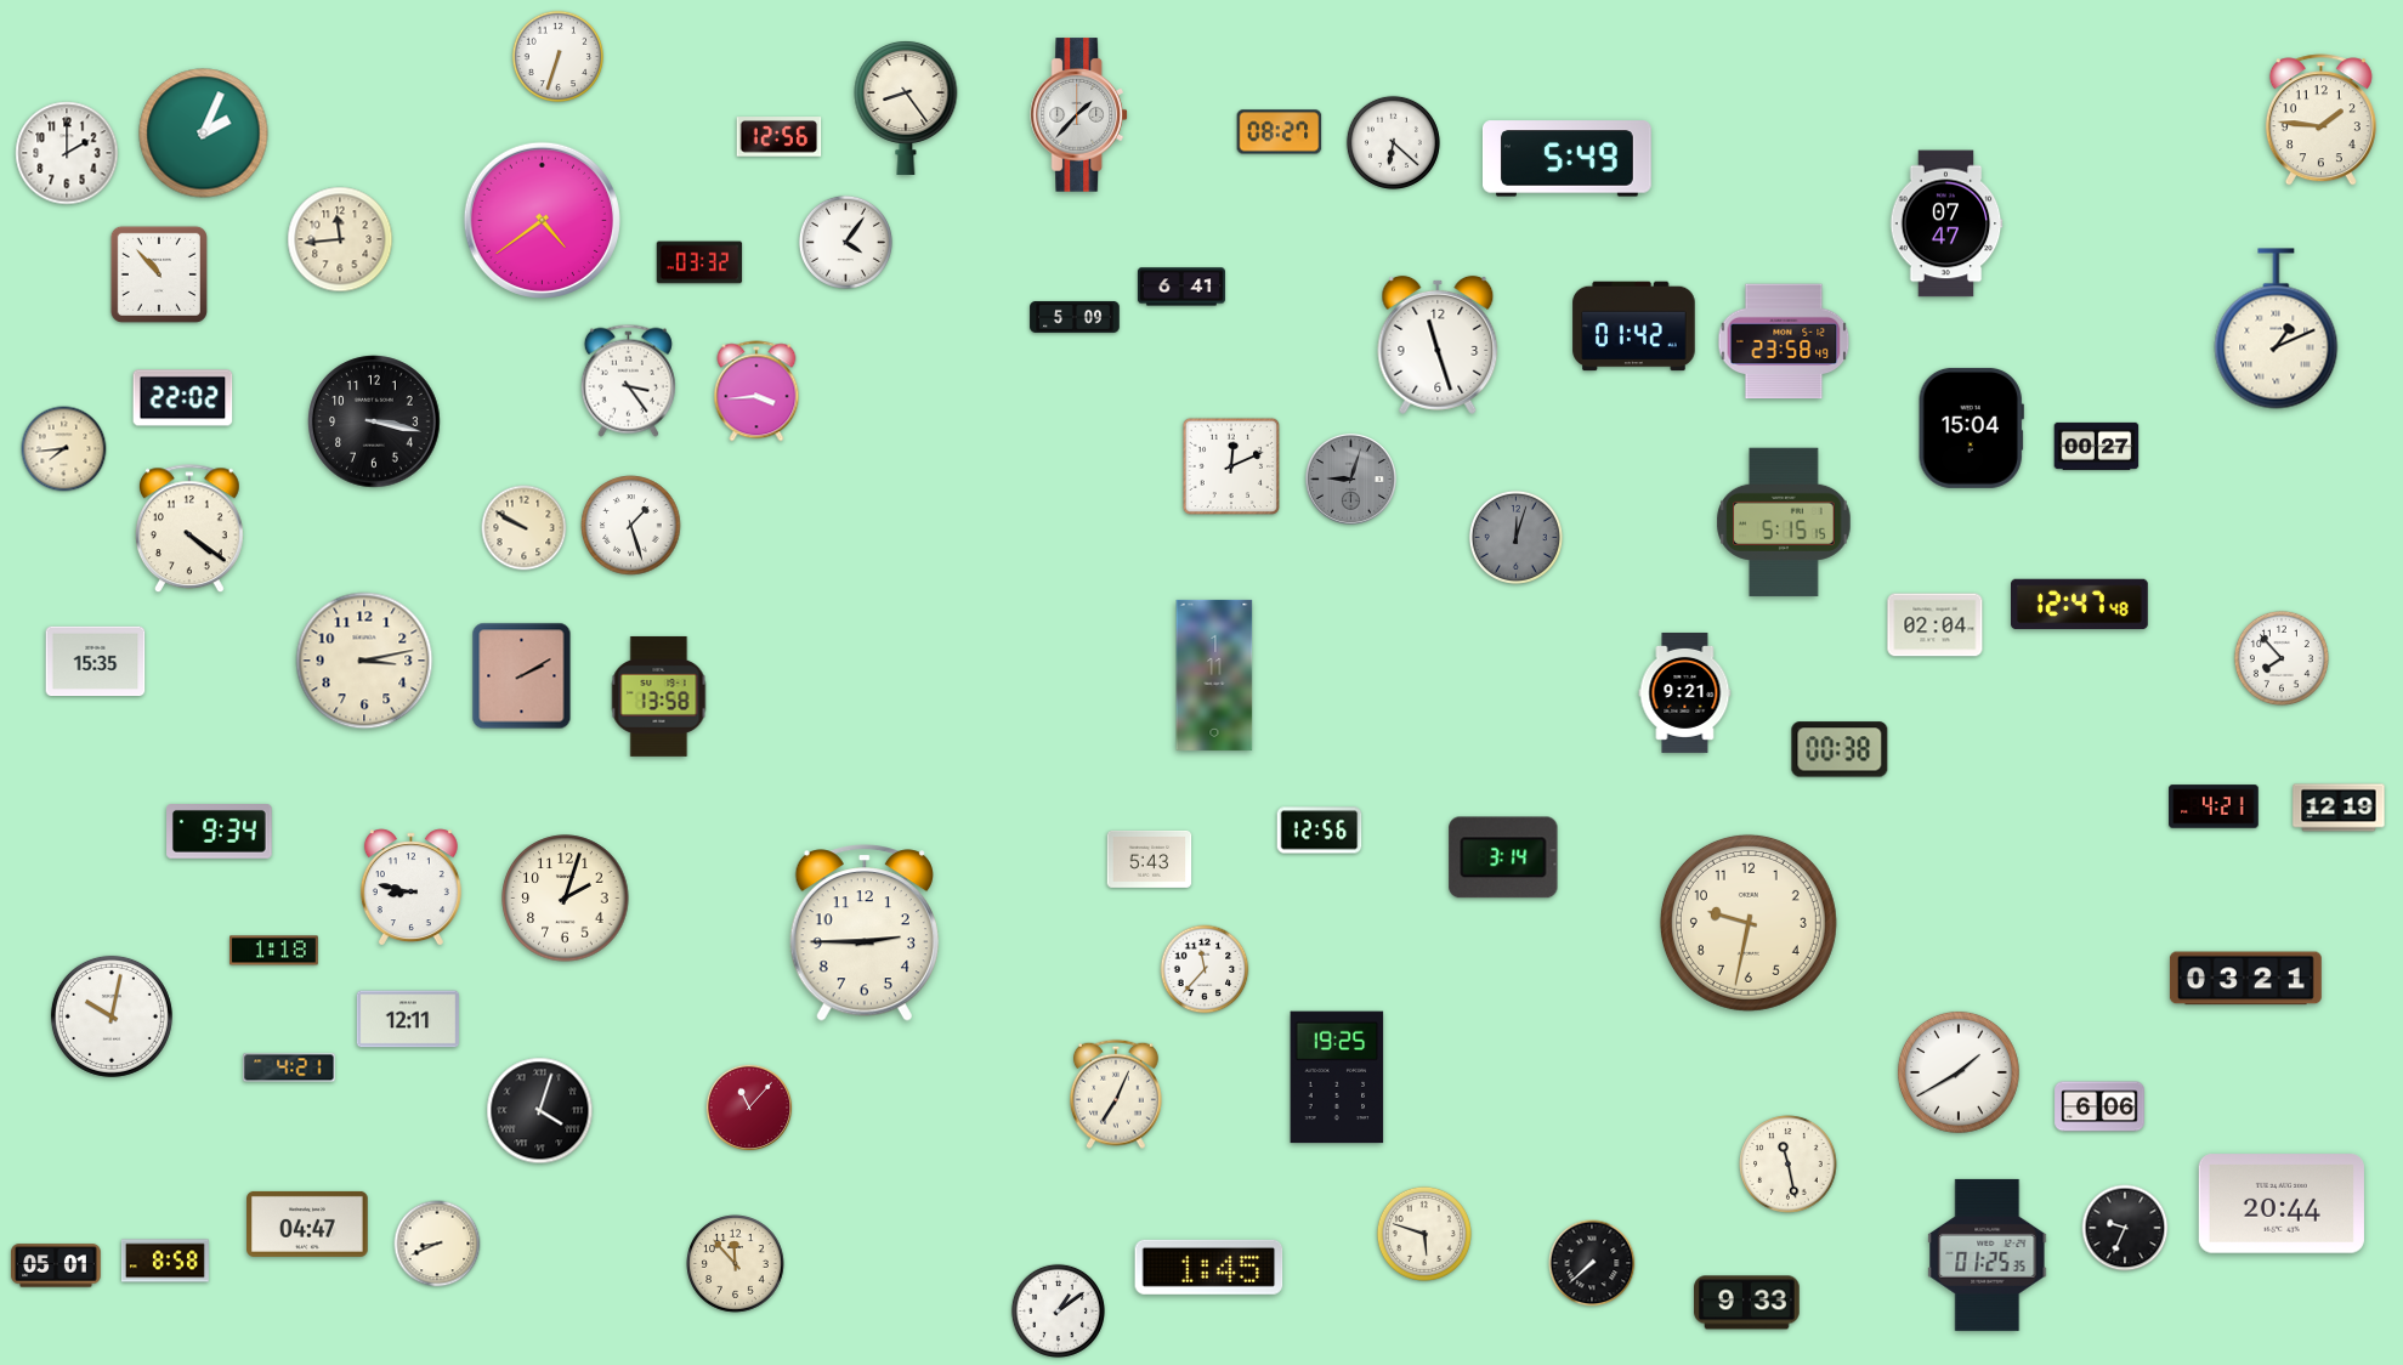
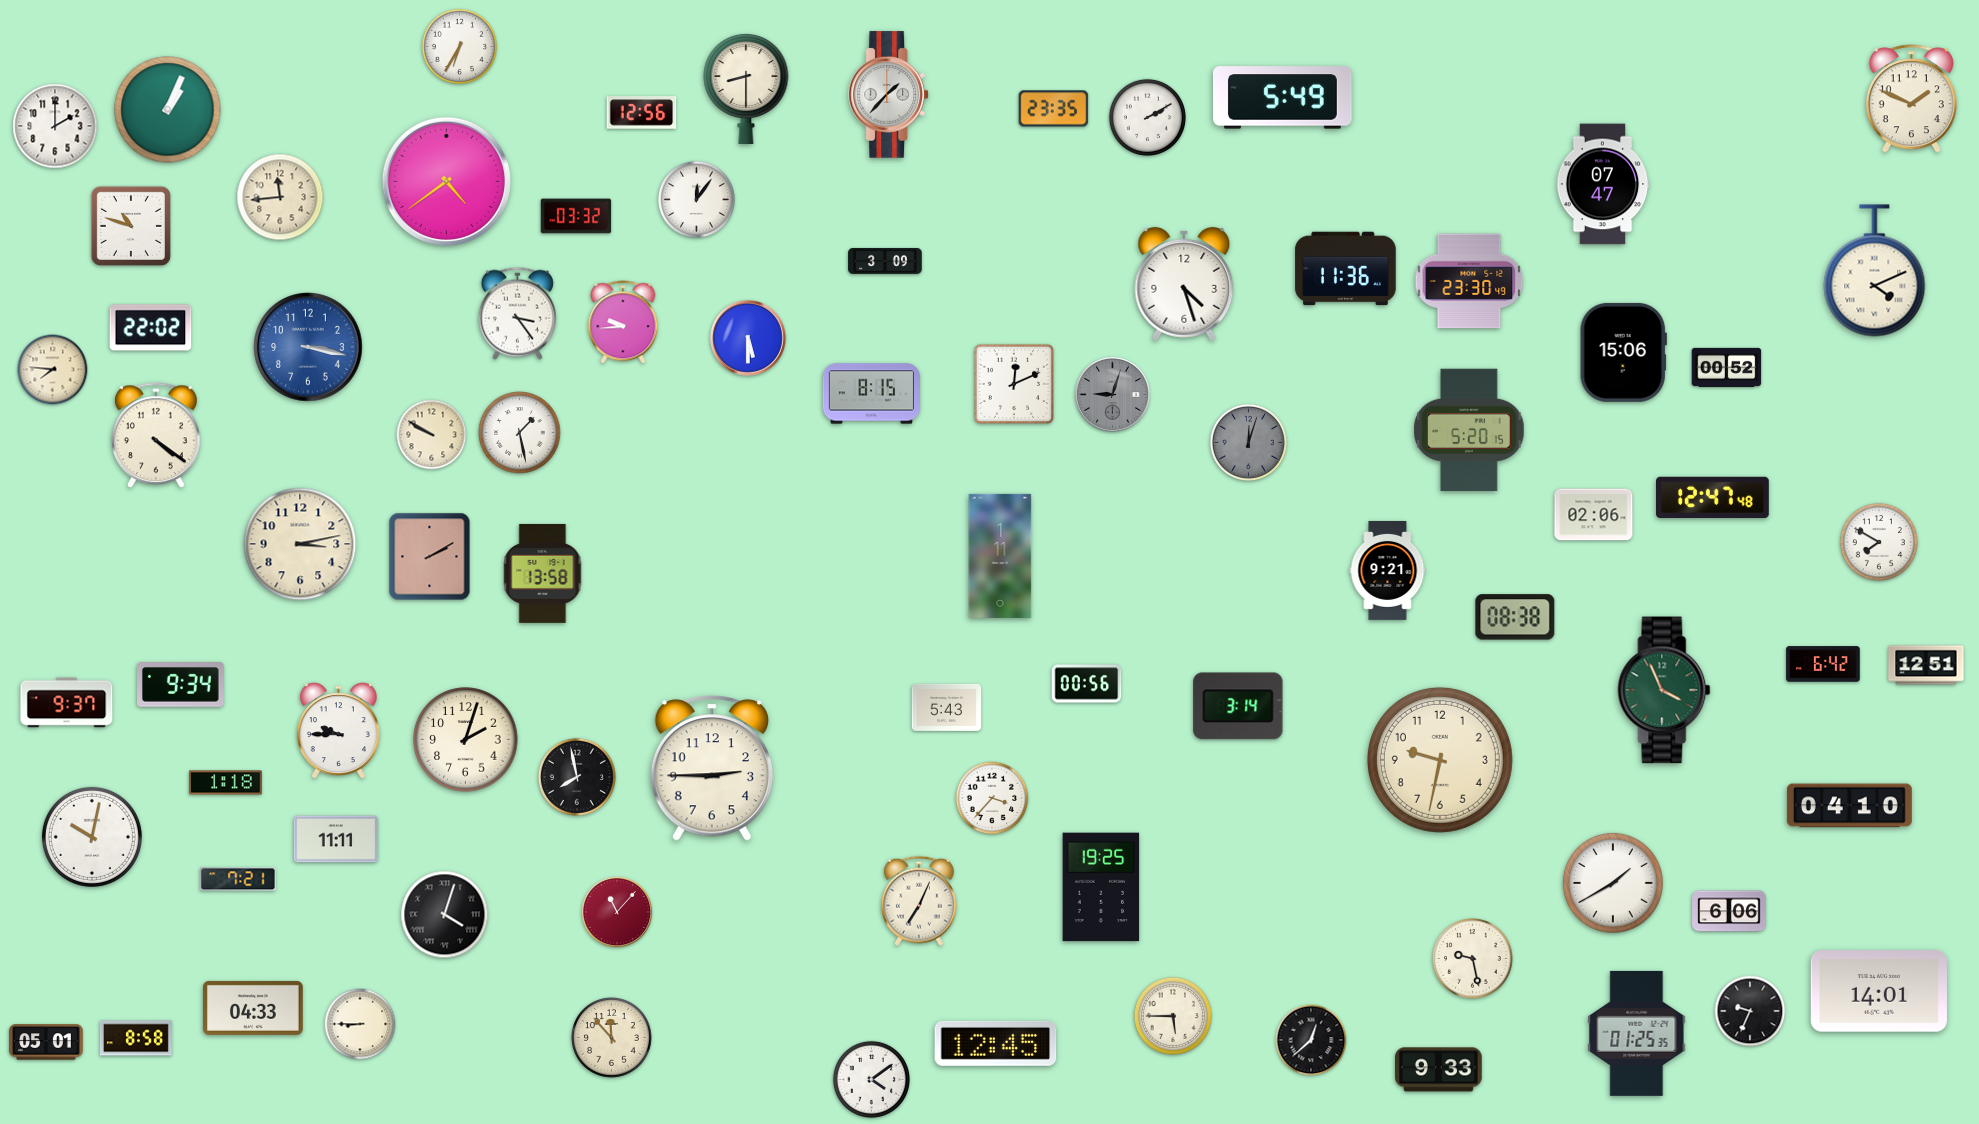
clock at (559, 57): 6:33 -> 6:35
clock at (906, 107): 8:24 -> 8:30
clock at (2320, 120): 1:46 -> 1:49
clock at (1280, 132): 08:27 -> 23:35
clock at (204, 134): 2:04 -> 1:04
clock at (1393, 142): 6:22 -> 2:10
clock at (1568, 159) position: (1568, 159) -> (1283, 98)
clock at (845, 242): 4:06 -> 12:06
clock at (159, 274): 10:53 -> 10:48
clock at (1181, 287): 6:41 -> none
clock at (1075, 317): 5:09 -> 3:09
clock at (1634, 327): 01:42 -> 11:36
clock at (2277, 329): 1:11 -> 4:11
clock at (1784, 341): 23:58 -> 23:30
clock at (1438, 345): 11:27 -> 4:27
clock at (756, 391): 3:44 -> 9:44
clock at (749, 339): none -> 5:30
clock at (374, 421) dial: black -> blue
clock at (1971, 427): 15:04 -> 15:06
clock at (2097, 446): 00:27 -> 00:52
clock at (64, 449): 7:44 -> 7:46
clock at (871, 394): none -> 8:15
clock at (1784, 522): 5:15 -> 5:20
clock at (631, 526): 1:27 -> 1:28
clock at (1936, 625): 02:04 -> 02:06
clock at (2282, 658): 7:53 -> 7:50
clock at (96, 662): 15:35 -> none
clock at (1840, 749): 00:38 -> 08:38
clock at (2214, 806): 4:21 -> 6:42
clock at (2339, 808): 12:19 -> 12:51
clock at (1320, 831): 12:56 -> 00:56
clock at (1664, 690): none -> 3:56
clock at (67, 703): none -> 9:37
clock at (410, 888): 8:47 -> 9:45
clock at (577, 777): none -> 7:58
clock at (1205, 969): 11:37 -> 3:37
clock at (2245, 979): 03:21 -> 04:10
clock at (408, 1019): 12:11 -> 11:11
clock at (289, 1067): 4:21 -> 7:21
clock at (1789, 1165): 11:28 -> 9:28
clock at (2282, 1203): 20:44 -> 14:01
clock at (307, 1224): 04:47 -> 04:33
clock at (1424, 1234): 5:48 -> 5:45
clock at (437, 1244): 8:41 -> 8:45
clock at (1592, 1263): 7:38 -> 12:38
clock at (736, 1264) position: (736, 1264) -> (612, 1038)
clock at (1209, 1267): 1:45 -> 12:45
clock at (1747, 1303) position: (1747, 1303) -> (1439, 1070)
clock at (1058, 1310): 1:09 -> 4:09
